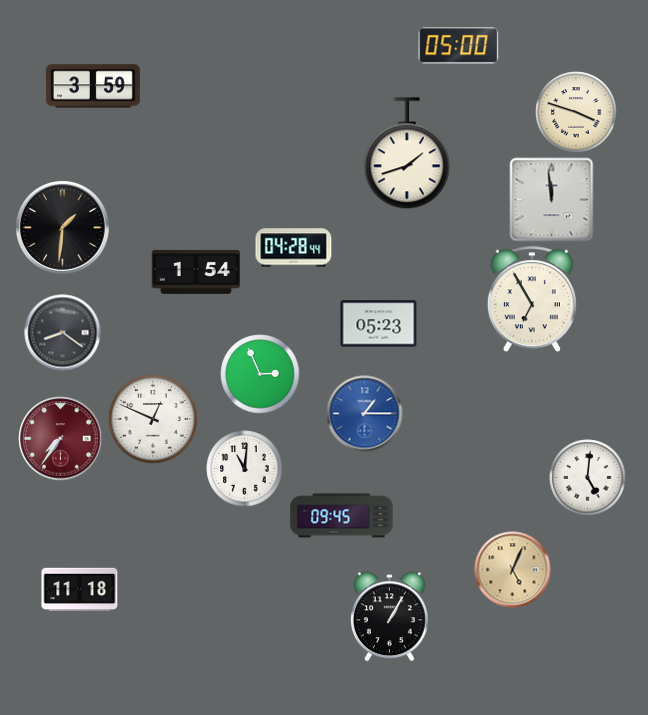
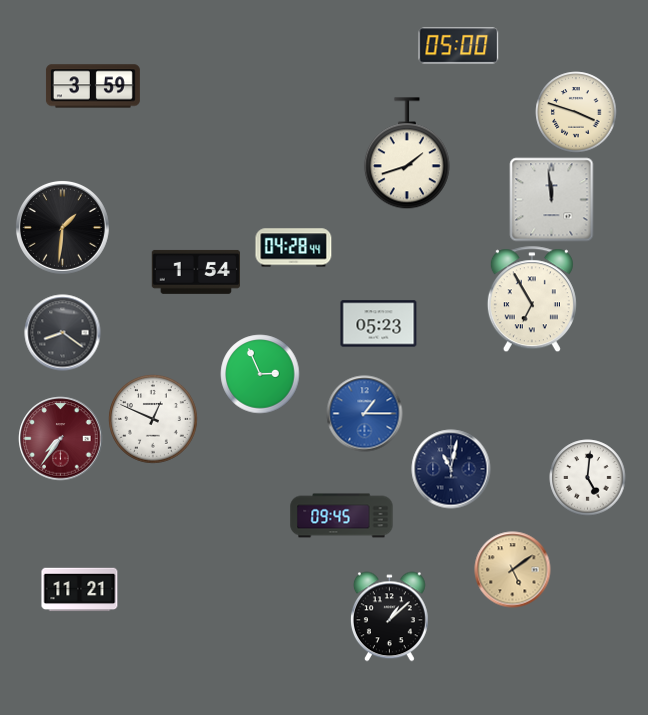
clock at (245, 469): 11:01 -> none
clock at (451, 469): none -> 11:02
clock at (513, 570): 5:04 -> 5:09
clock at (80, 590): 11:18 -> 11:21
clock at (389, 617): 1:05 -> 1:08
